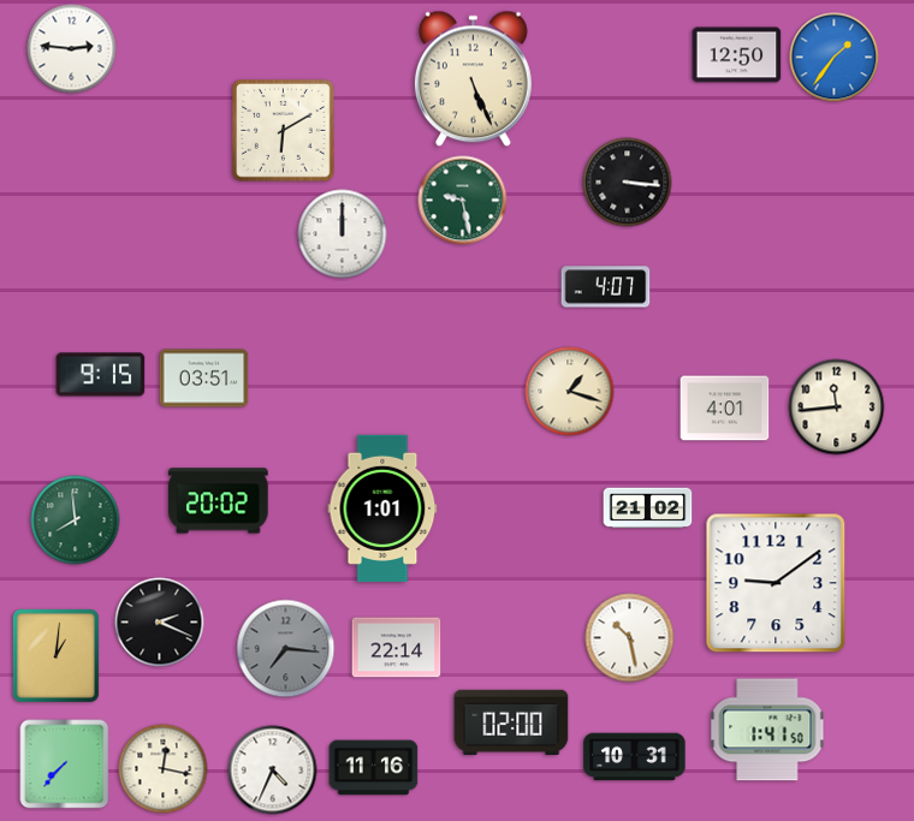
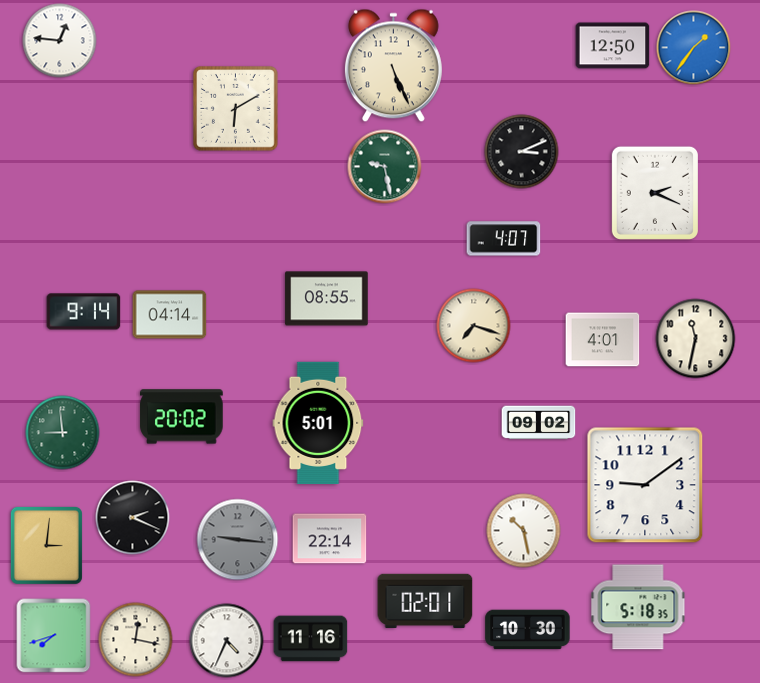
clock at (72, 49): 2:46 -> 12:46
clock at (628, 183): 3:16 -> 3:11
clock at (655, 193): none -> 2:19
clock at (343, 234): 12:00 -> none
clock at (327, 299): none -> 08:55
clock at (101, 375): 9:15 -> 9:14
clock at (204, 379): 03:51 -> 04:14
clock at (570, 392): 1:18 -> 7:18
clock at (837, 407): 11:44 -> 11:32
clock at (382, 508): 1:01 -> 5:01
clock at (648, 508): 21:02 -> 09:02
clock at (76, 520): 7:59 -> 8:59
clock at (286, 649): 7:16 -> 9:16
clock at (55, 655): 1:01 -> 3:01
clock at (511, 721): 02:00 -> 02:01
clock at (767, 730): 1:41 -> 5:18
clock at (635, 757): 10:31 -> 10:30
clock at (65, 765): 7:37 -> 7:42
